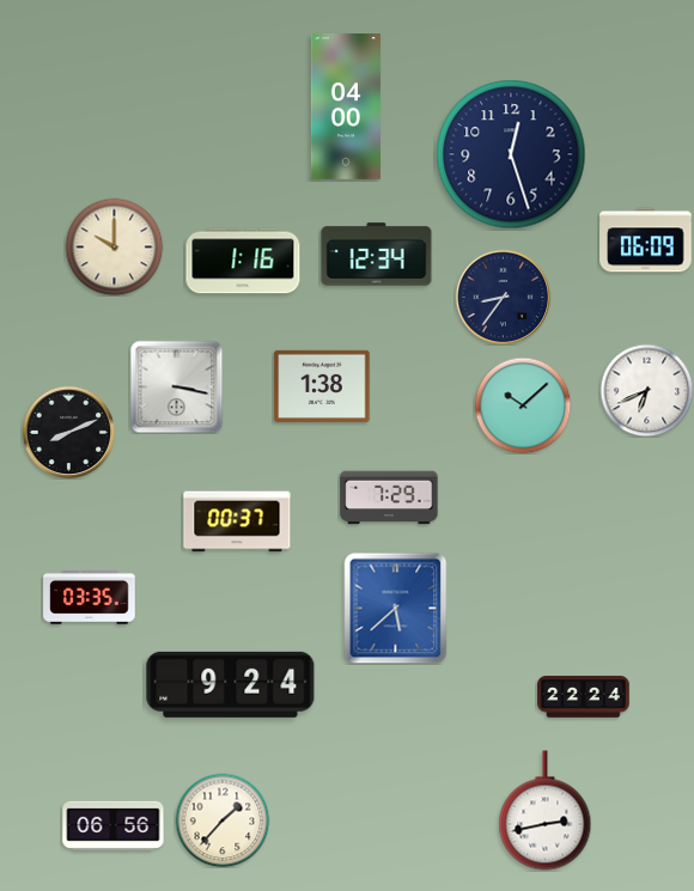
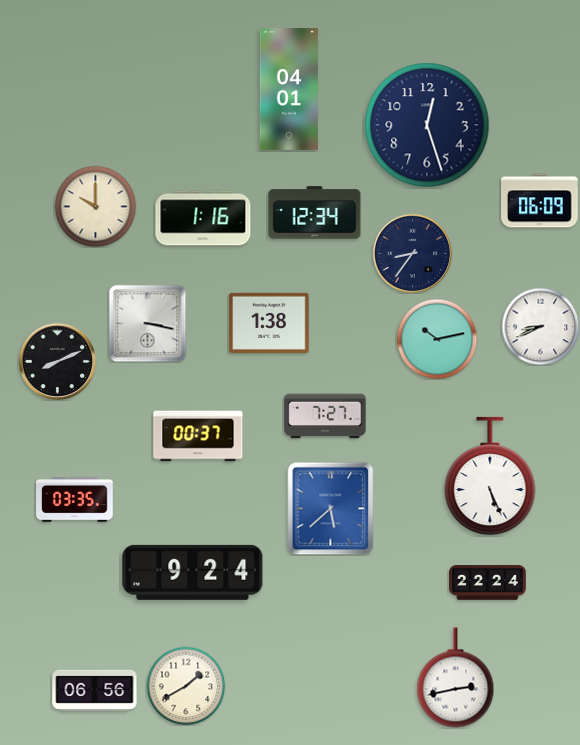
clock at (346, 108): 04:00 -> 04:01
clock at (511, 154) position: (511, 154) -> (427, 125)
clock at (503, 297) position: (503, 297) -> (412, 253)
clock at (646, 390): 6:41 -> 8:41
clock at (523, 405): 10:08 -> 10:13
clock at (389, 498): 7:29 -> 7:27
clock at (490, 476): none -> 5:26
clock at (223, 820): 1:37 -> 1:40
